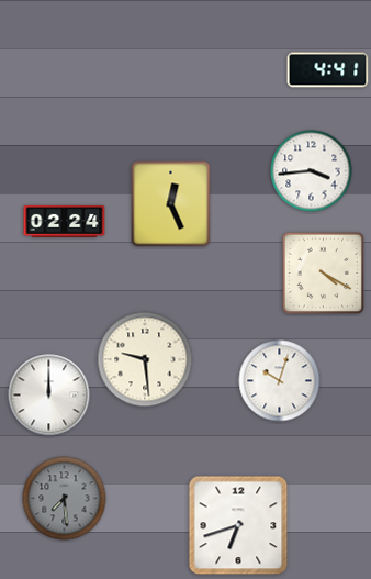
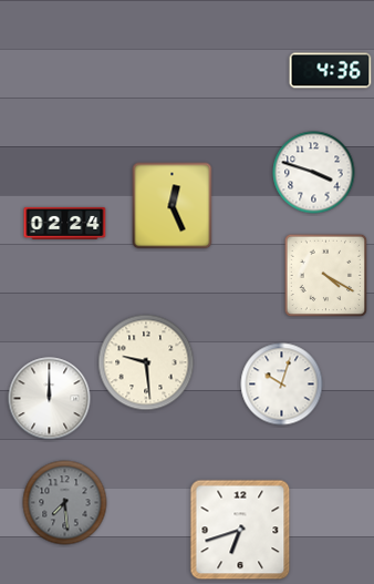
clock at (328, 70): 4:41 -> 4:36
clock at (312, 171): 3:44 -> 3:48
